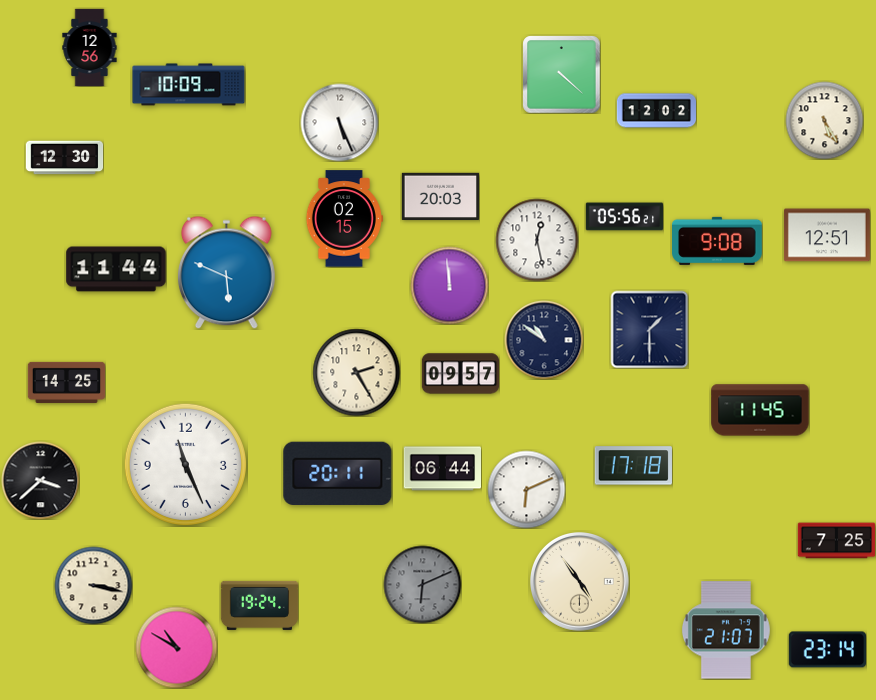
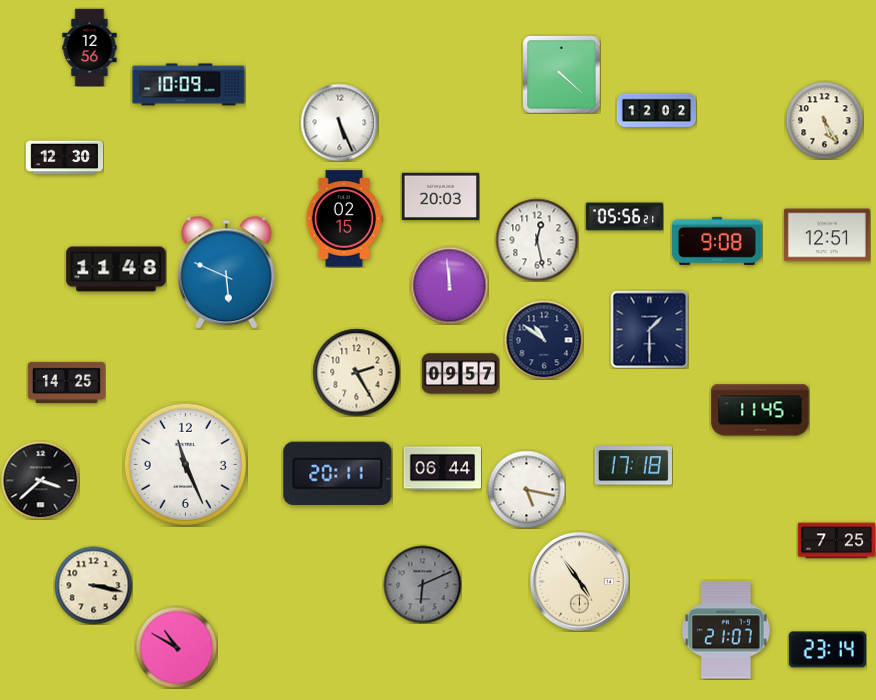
clock at (116, 269): 11:44 -> 11:48
clock at (526, 489): 6:11 -> 5:17
clock at (259, 605): 19:24 -> none
